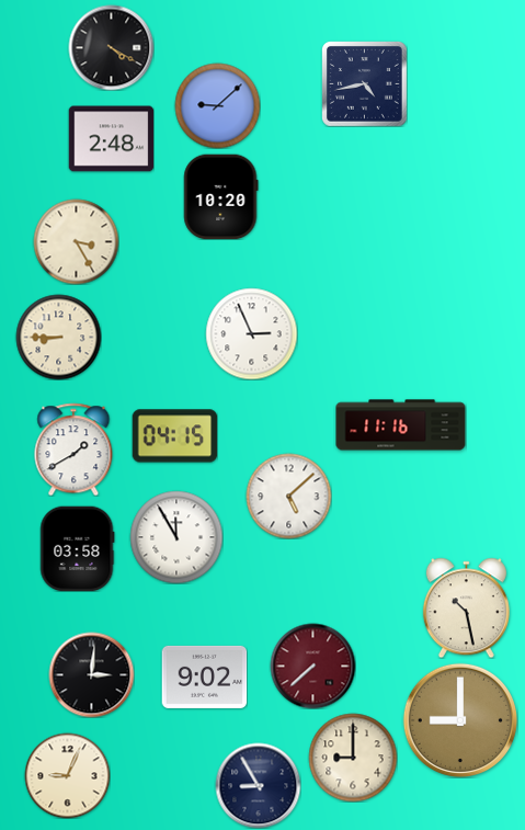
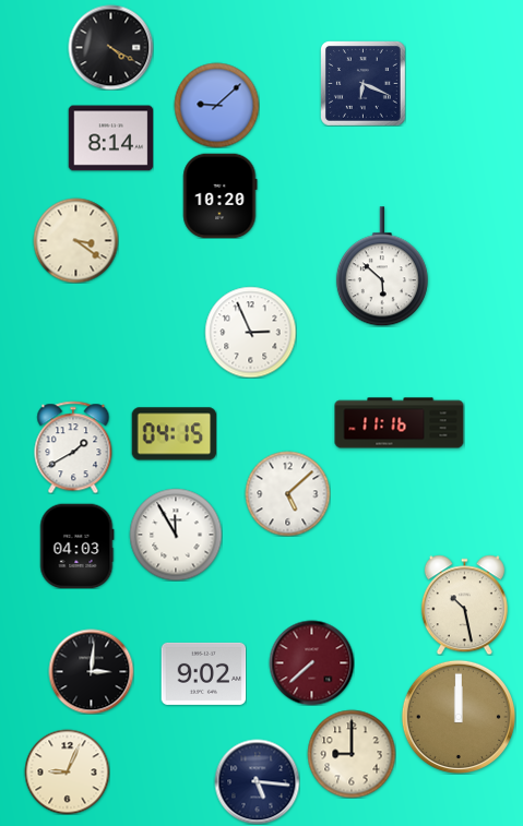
clock at (365, 84): 4:43 -> 6:19
clock at (111, 139): 2:48 -> 8:14
clock at (76, 241): 3:25 -> 3:21
clock at (382, 266): none -> 5:52
clock at (58, 337): 8:45 -> none
clock at (77, 548): 03:58 -> 04:03
clock at (459, 719): 9:00 -> 12:00
clock at (258, 785): 8:55 -> 5:16
